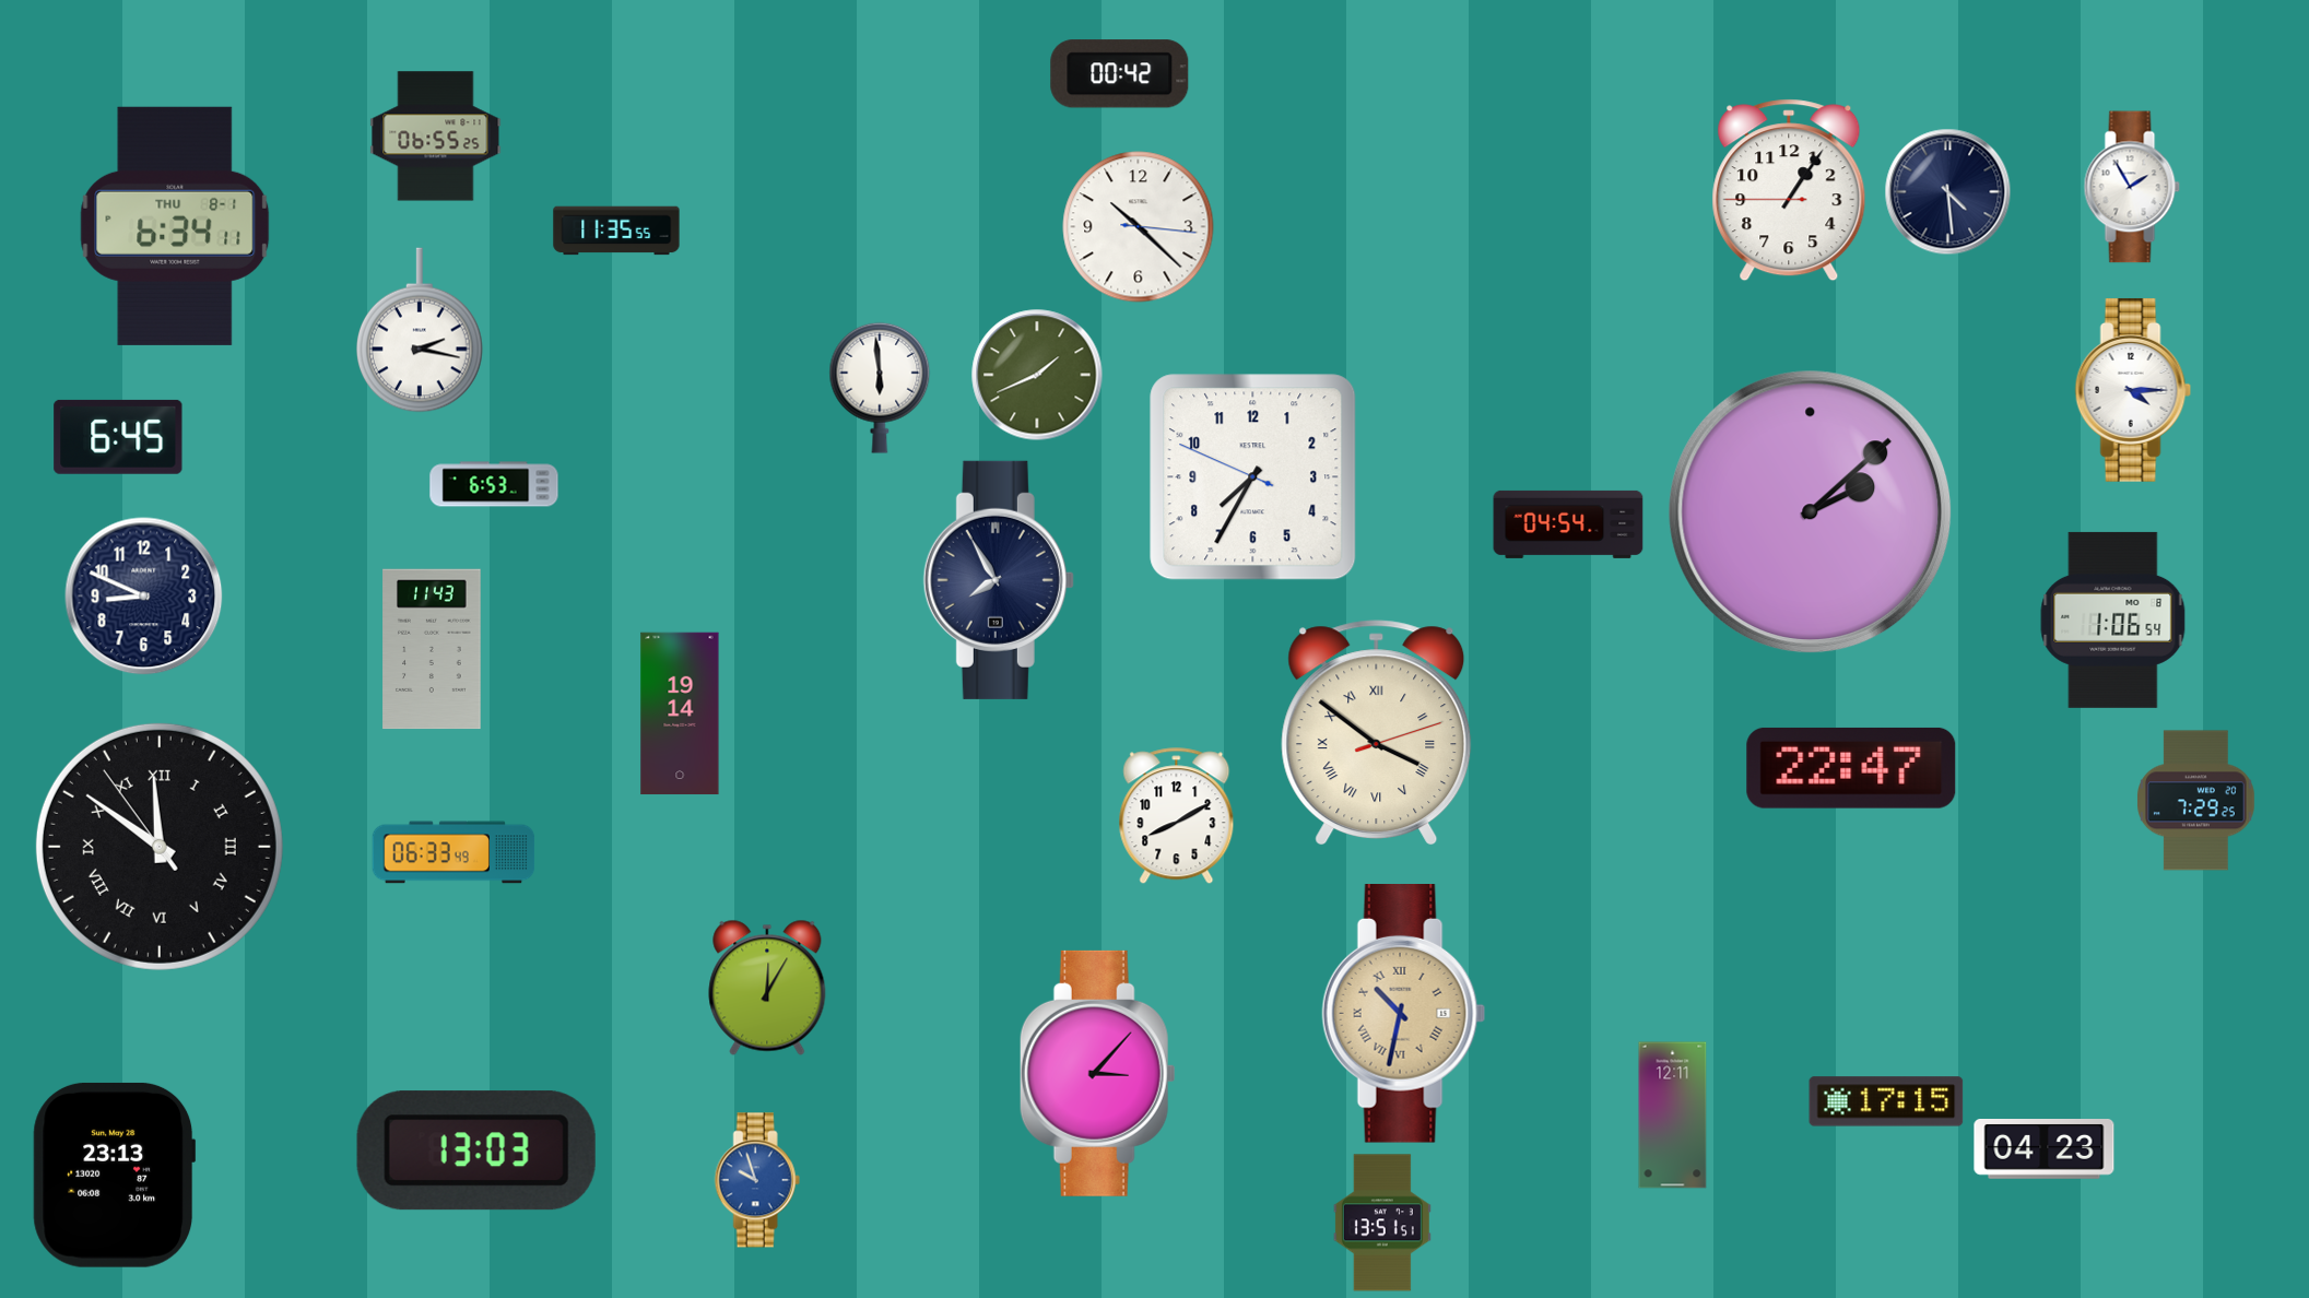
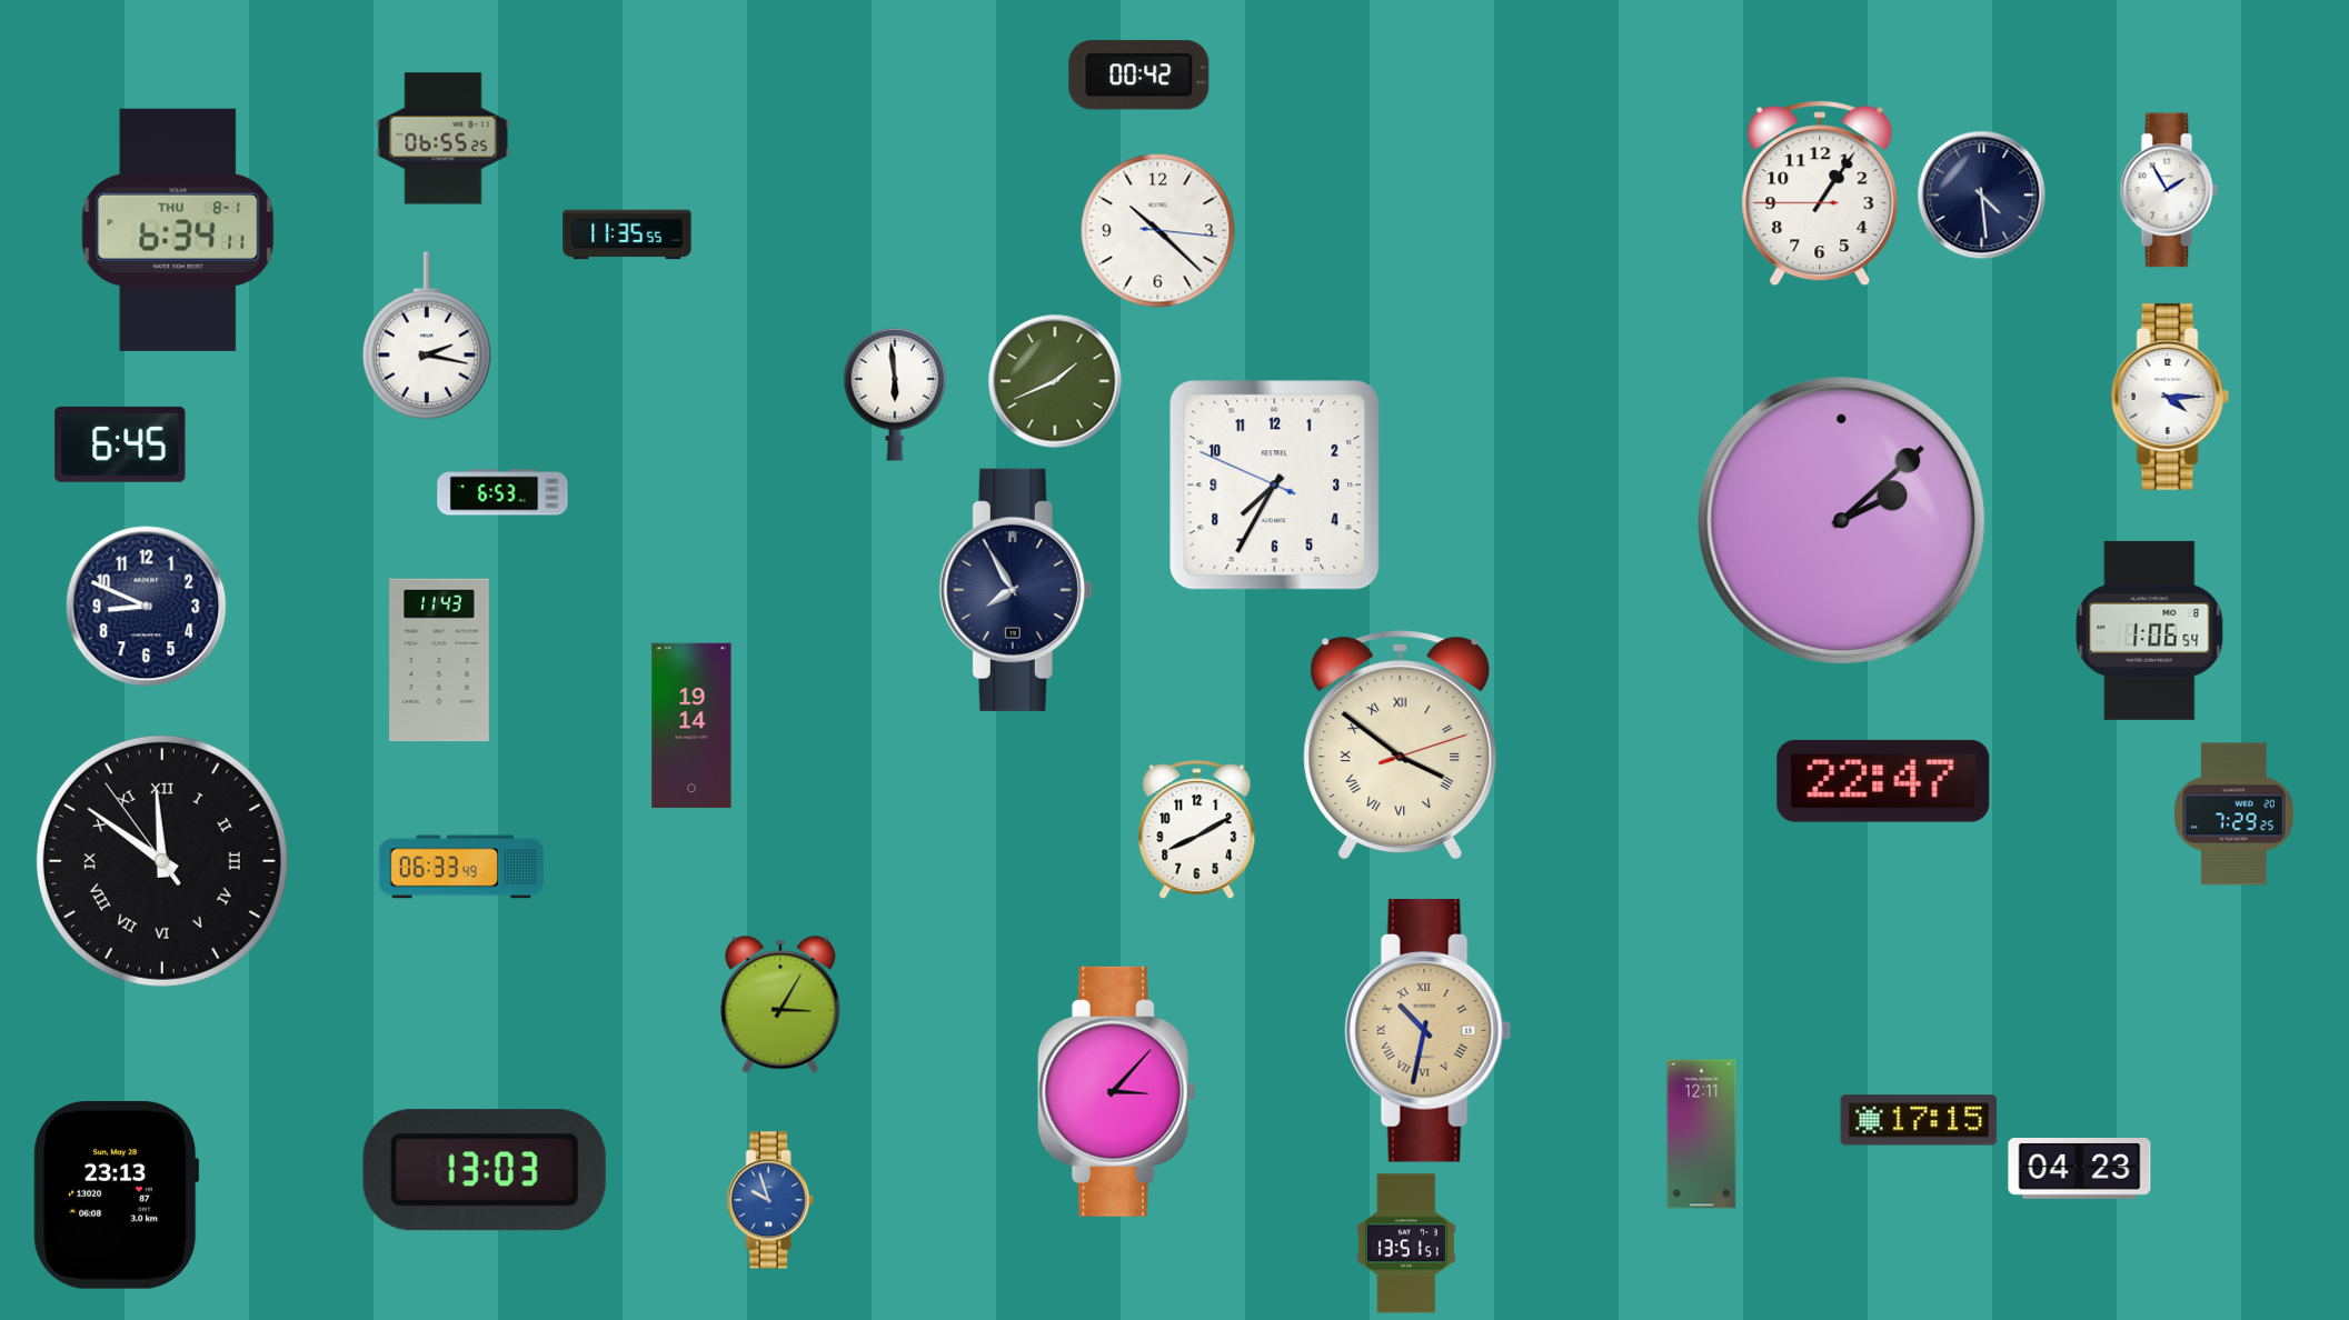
clock at (1568, 524): 04:54 -> none
clock at (767, 988): 12:05 -> 3:05
